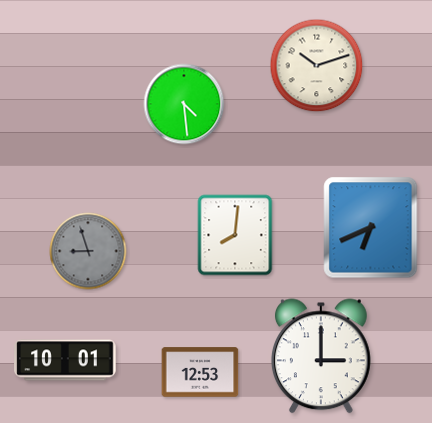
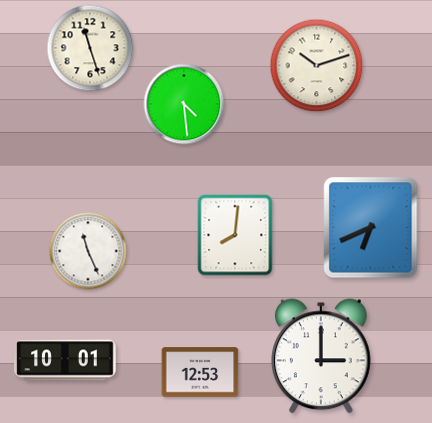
clock at (90, 48): none -> 11:27
clock at (88, 251): 8:57 -> 11:26
clock at (88, 251) dial: grey -> white
